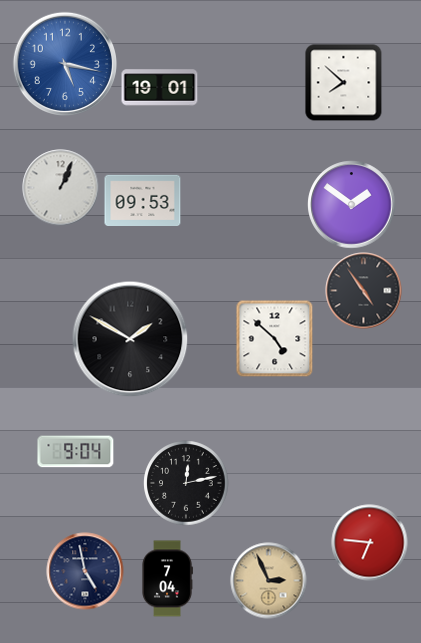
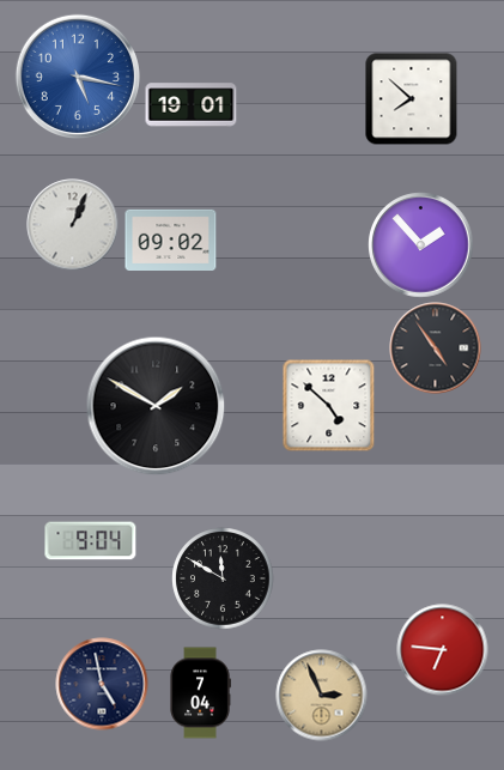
clock at (143, 200): 09:53 -> 09:02
clock at (352, 205): 1:51 -> 1:53
clock at (186, 483): 12:13 -> 11:50
